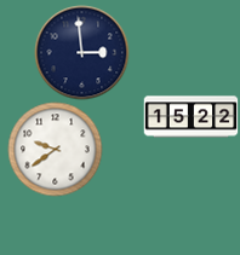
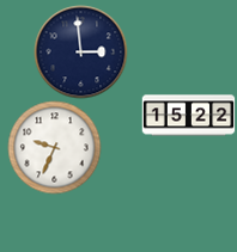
clock at (55, 149): 9:39 -> 9:34
